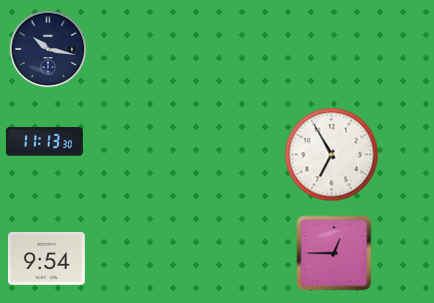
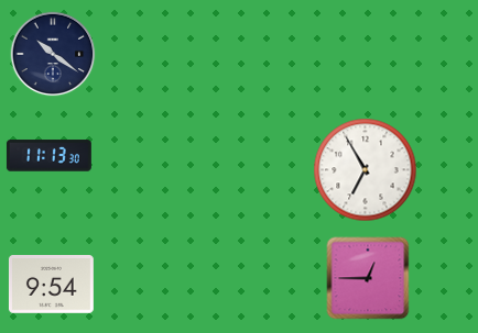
clock at (48, 49): 10:17 -> 10:21
